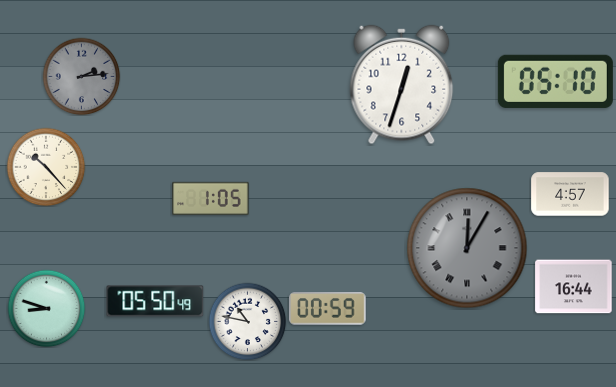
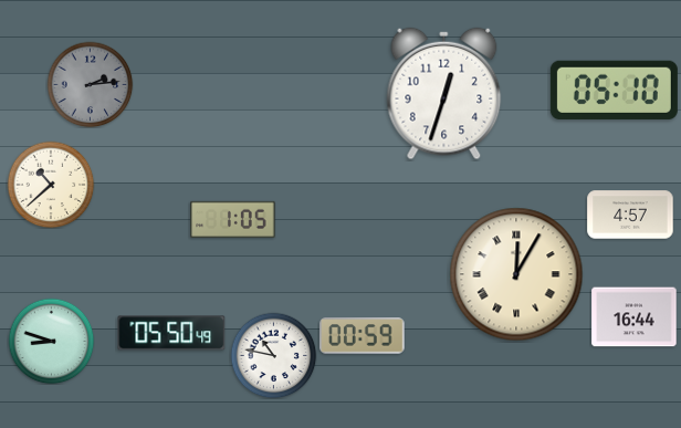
clock at (46, 167): 10:23 -> 10:38
clock at (467, 248) dial: grey -> cream
clock at (328, 309) position: (328, 309) -> (363, 336)
